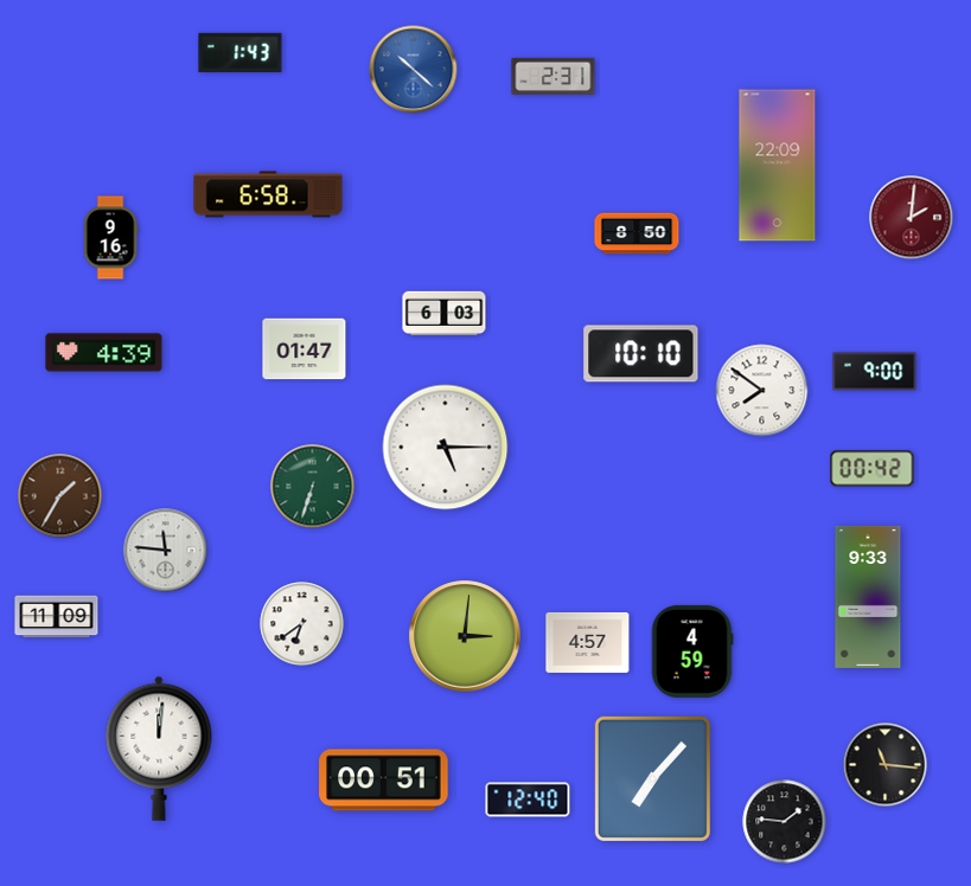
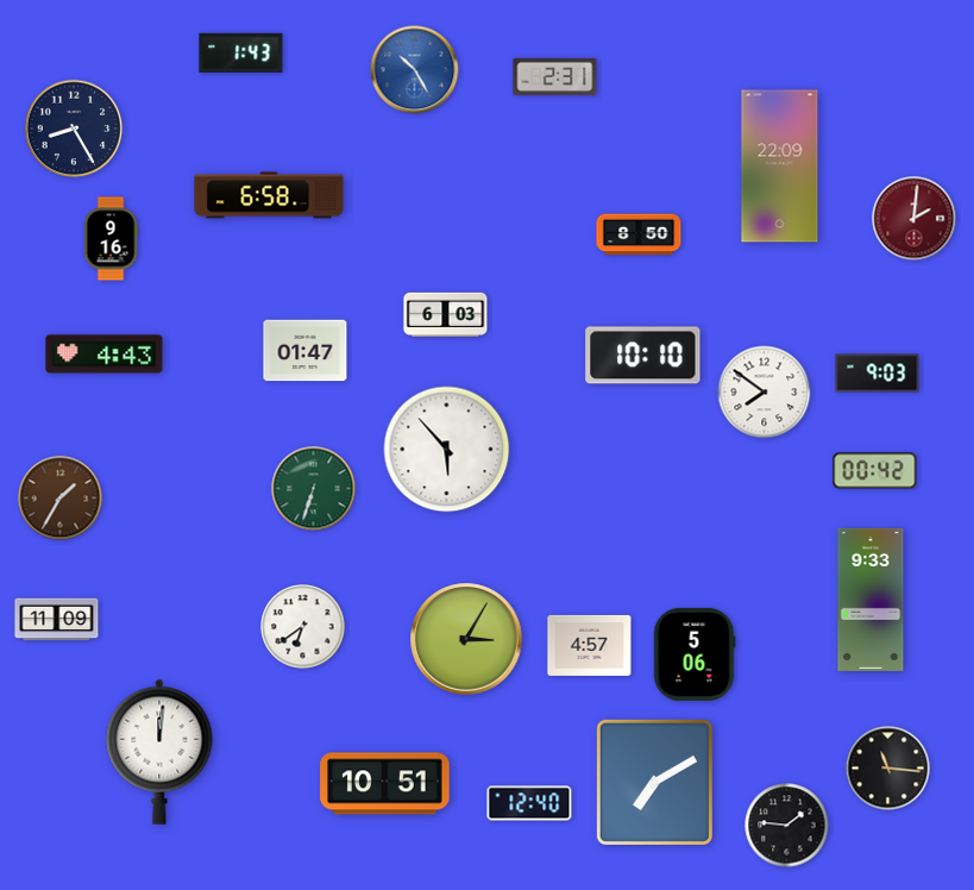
clock at (414, 70): 10:22 -> 10:25
clock at (74, 129): none -> 8:25
clock at (104, 353): 4:39 -> 4:43
clock at (875, 372): 9:00 -> 9:03
clock at (446, 448): 5:15 -> 5:53
clock at (166, 551): 11:46 -> none
clock at (465, 636): 3:01 -> 3:05
clock at (692, 651): 4:59 -> 5:06
clock at (652, 778): 7:07 -> 7:10
clock at (384, 781): 00:51 -> 10:51
